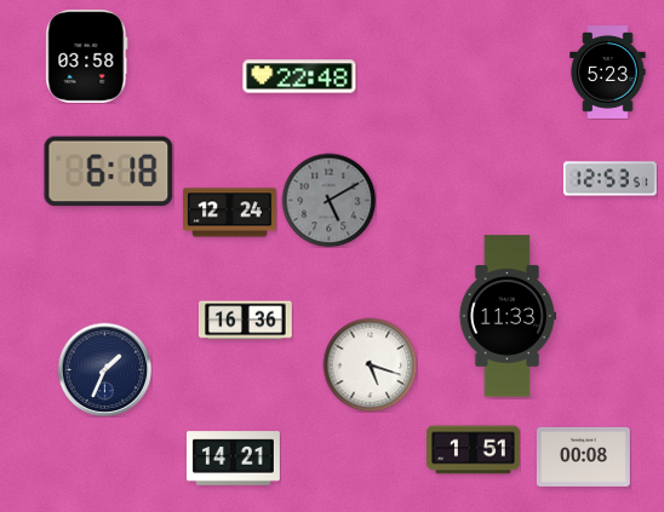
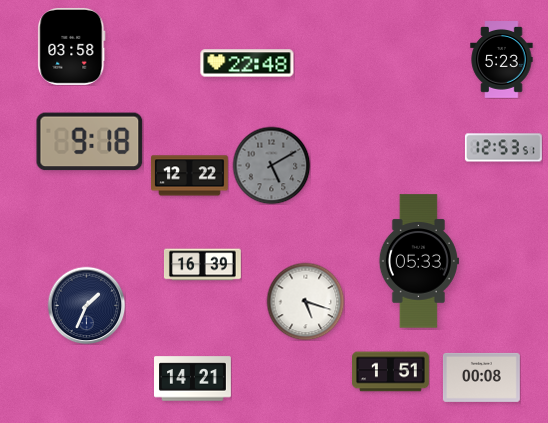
clock at (109, 172): 6:18 -> 9:18
clock at (230, 213): 12:24 -> 12:22
clock at (508, 316): 11:33 -> 05:33
clock at (246, 321): 16:36 -> 16:39
